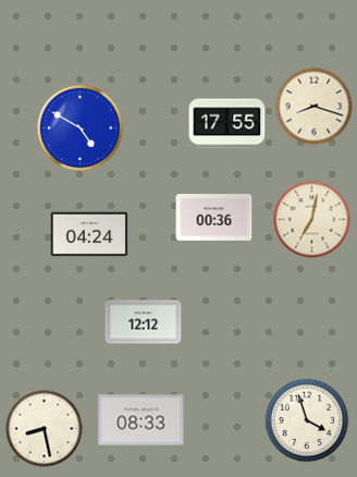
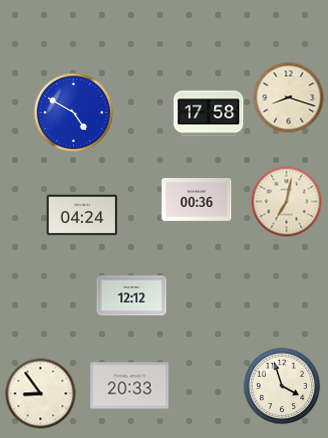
clock at (227, 124): 17:55 -> 17:58
clock at (79, 127) position: (79, 127) -> (73, 112)
clock at (141, 420): 08:33 -> 20:33
clock at (45, 429): 8:28 -> 8:54
